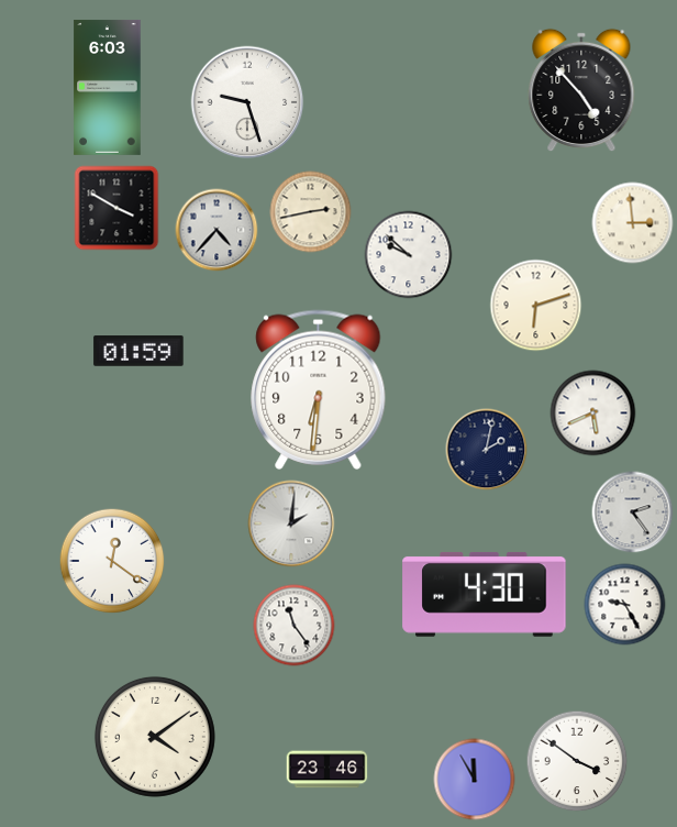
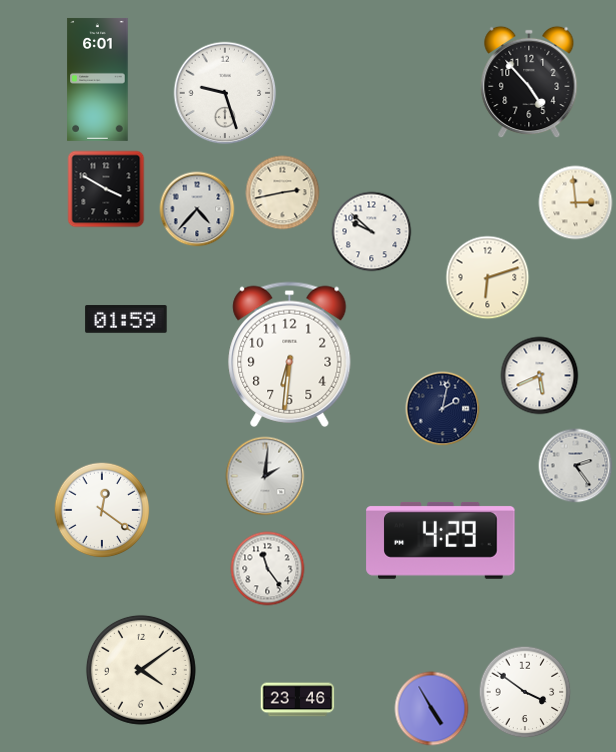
clock at (108, 87): 6:03 -> 6:01
clock at (485, 594): 4:30 -> 4:29
clock at (625, 605): 9:25 -> none
clock at (475, 780): 11:55 -> 4:55
